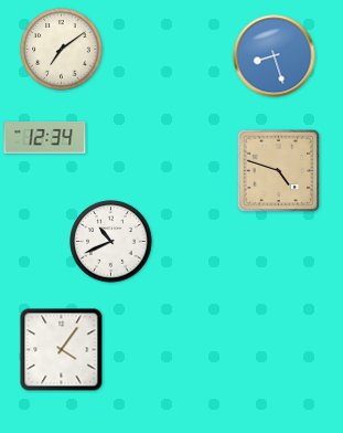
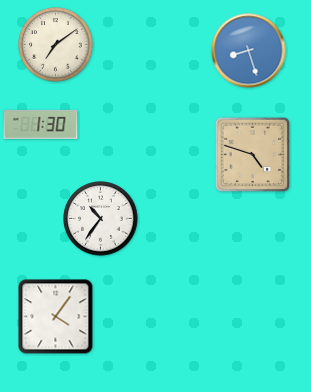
clock at (45, 137): 12:34 -> 1:30
clock at (111, 242): 10:41 -> 10:36
